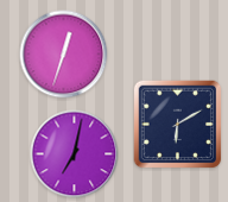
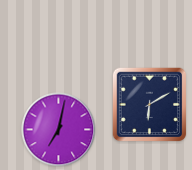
clock at (64, 55): 12:33 -> none
clock at (75, 154) position: (75, 154) -> (59, 130)
